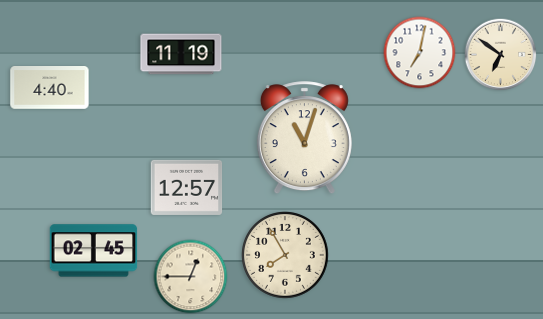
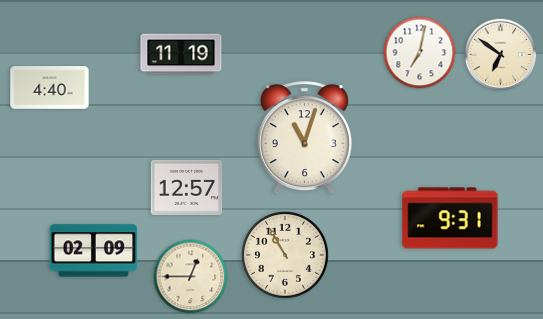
clock at (450, 218): none -> 9:31
clock at (94, 251): 02:45 -> 02:09
clock at (286, 256): 7:55 -> 10:55
